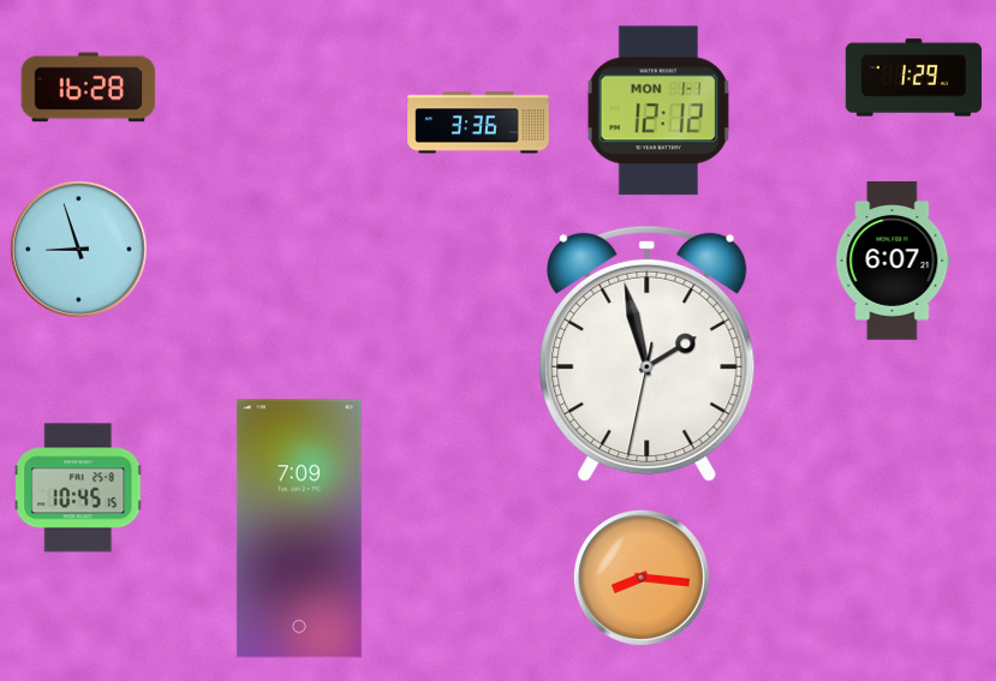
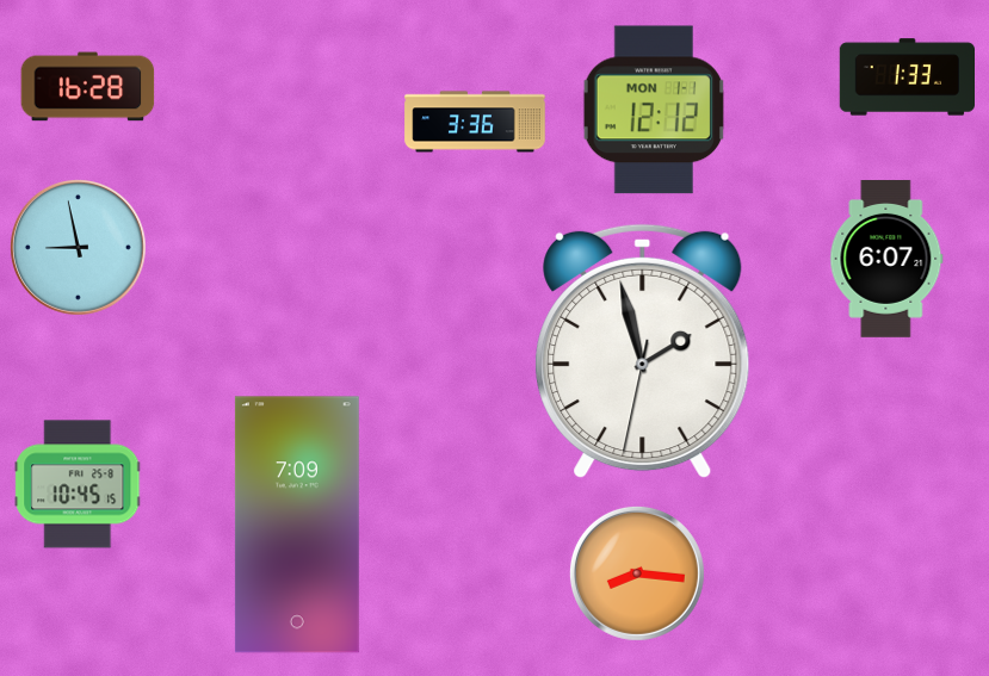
clock at (913, 78): 1:29 -> 1:33
clock at (78, 249): 8:57 -> 8:58
